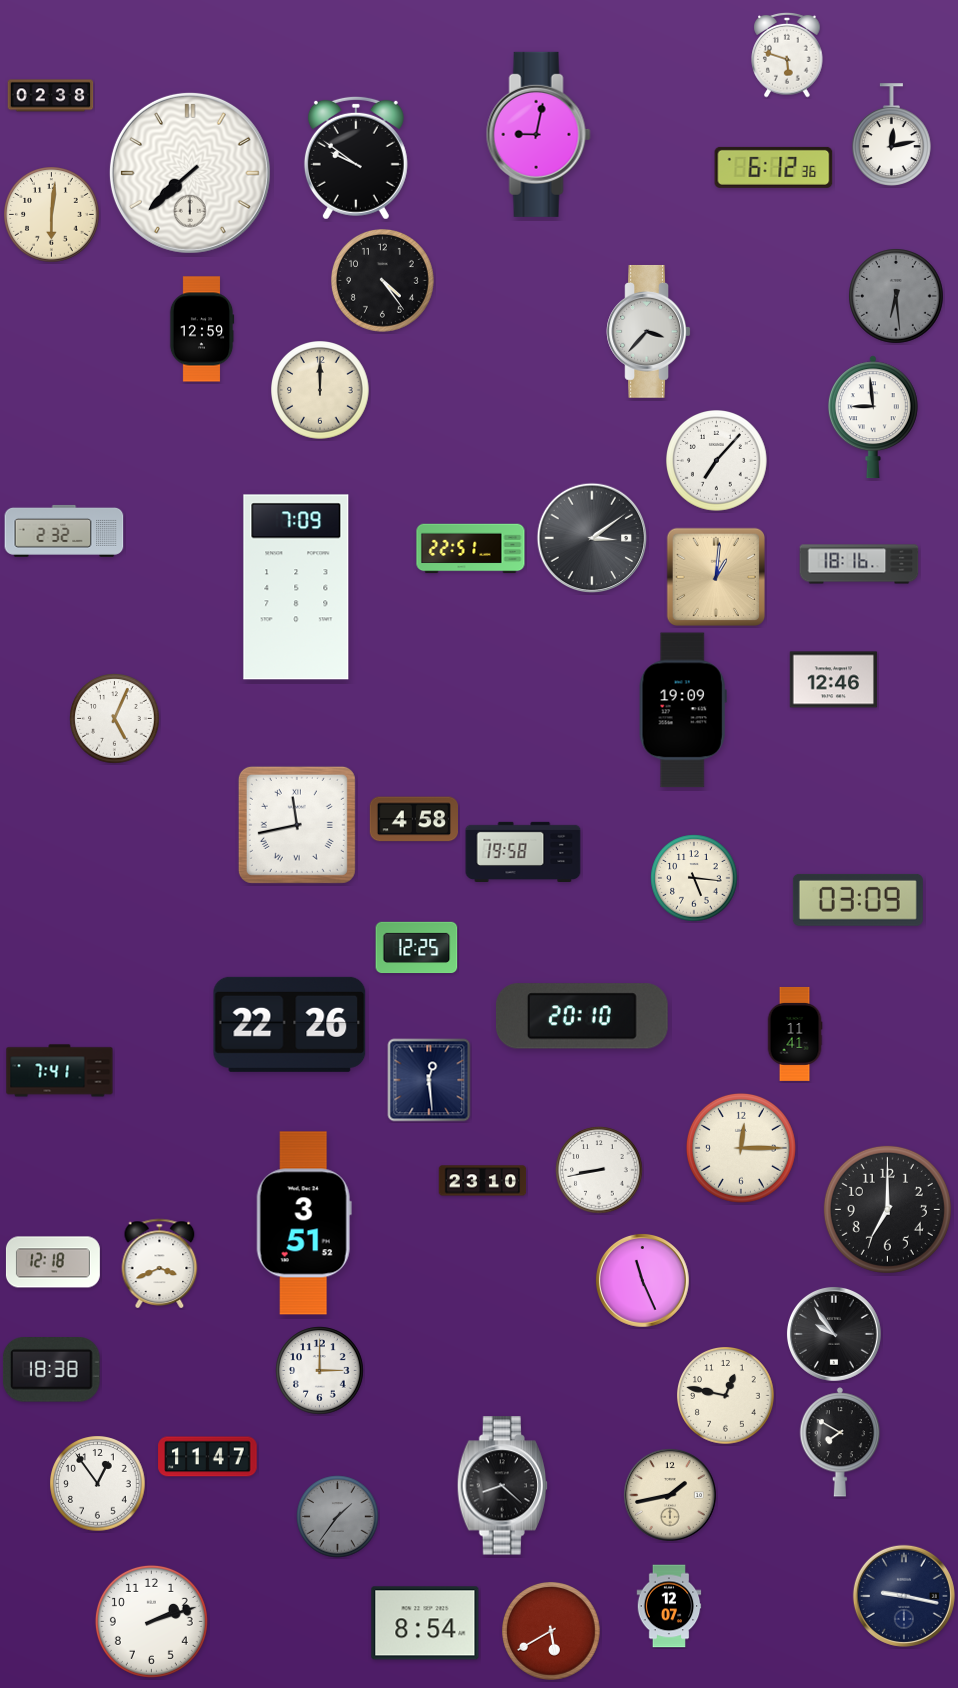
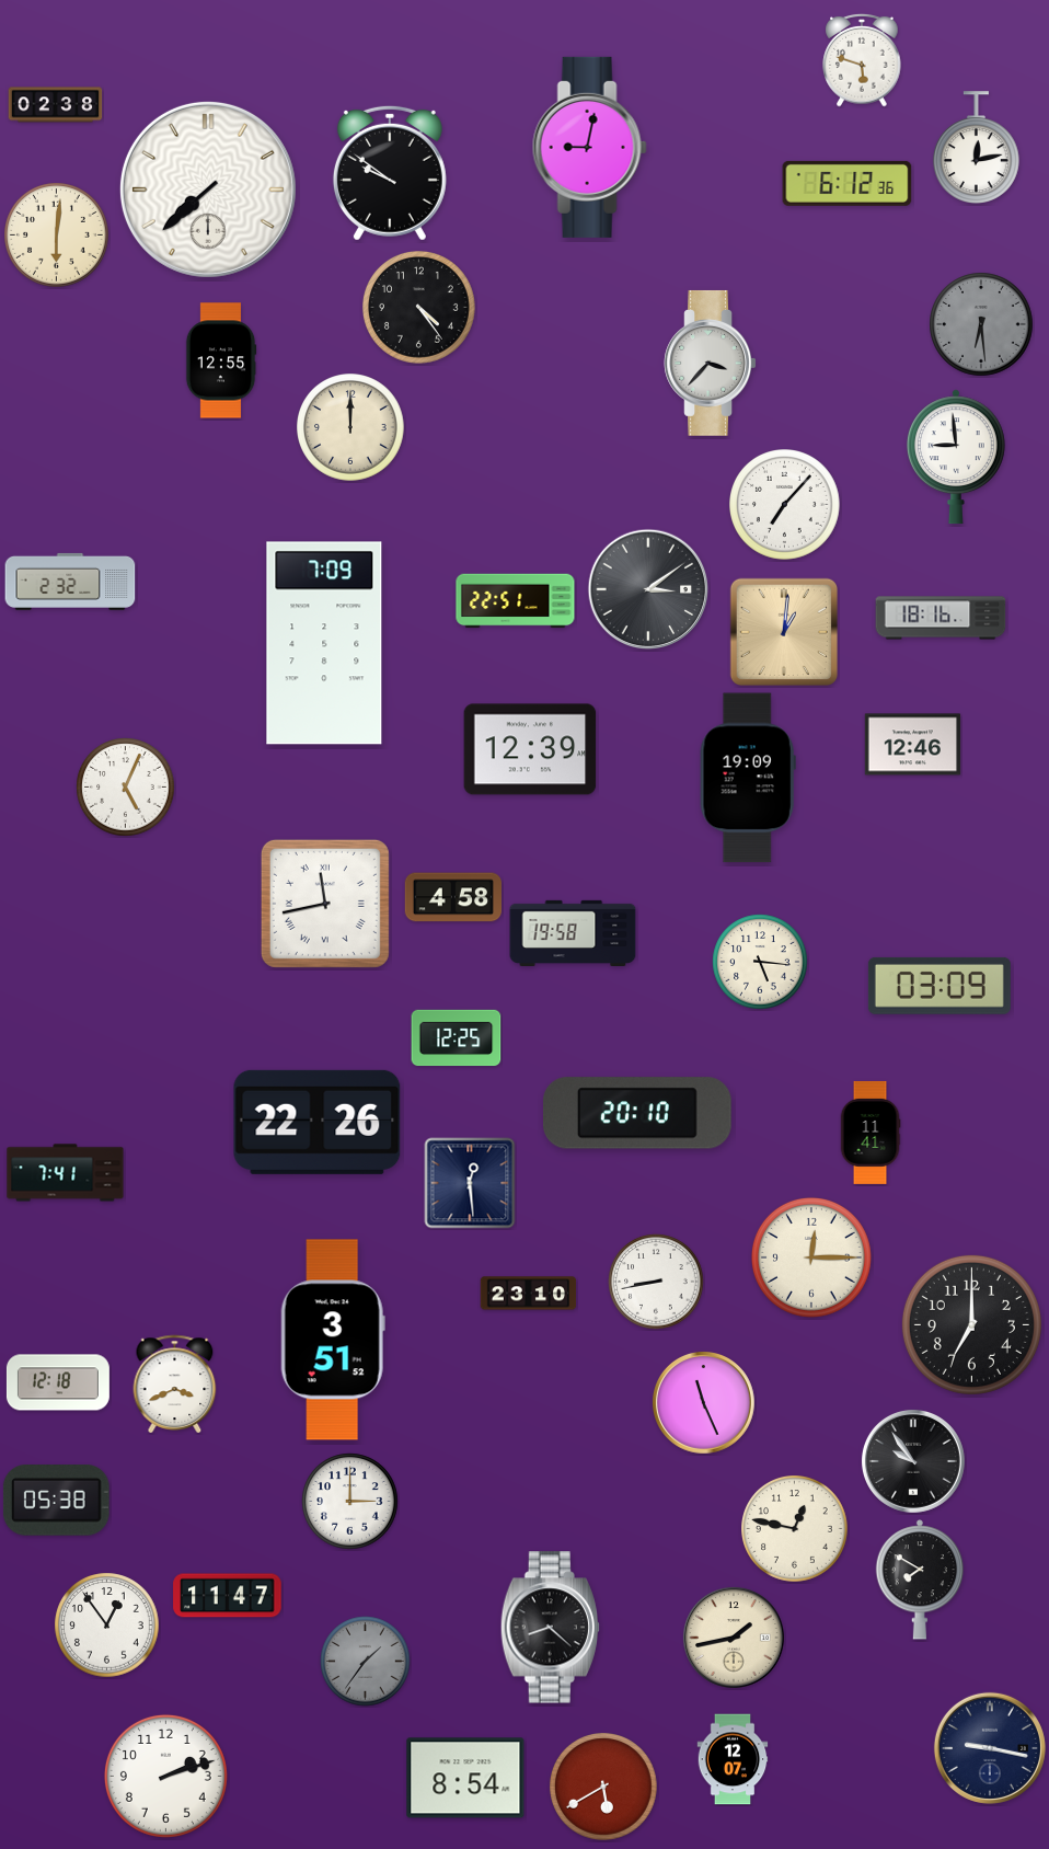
clock at (202, 329): 12:59 -> 12:55
clock at (530, 749): none -> 12:39
clock at (51, 1370): 18:38 -> 05:38
clock at (338, 1517) position: (338, 1517) -> (366, 1662)
